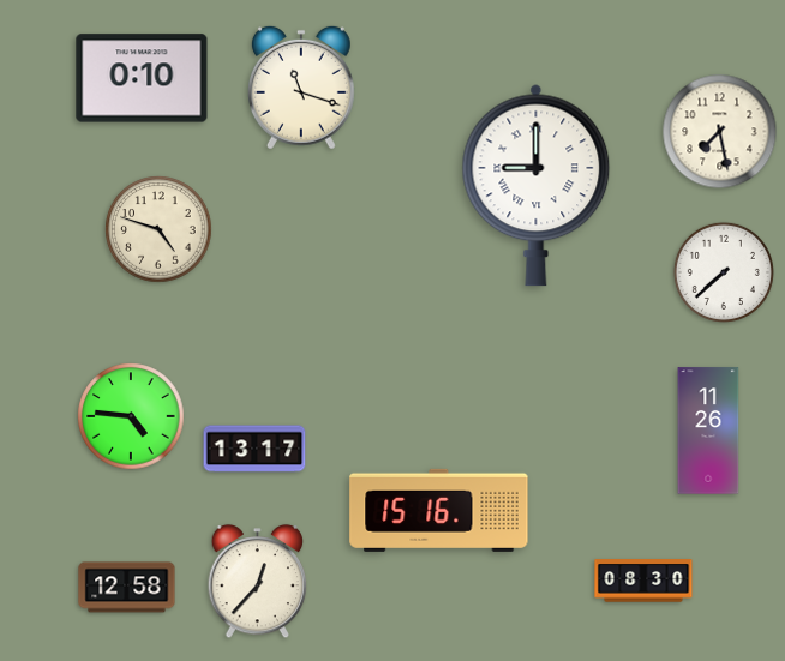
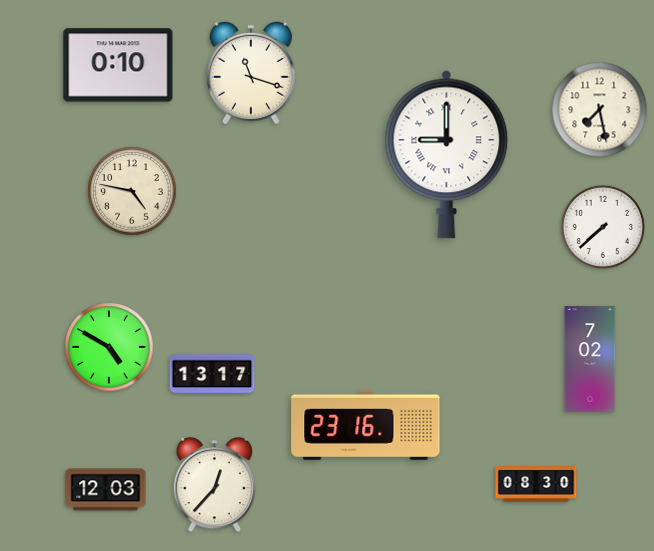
clock at (158, 229): 4:48 -> 4:47
clock at (131, 416): 4:46 -> 4:50
clock at (708, 431): 11:26 -> 7:02
clock at (439, 510): 15:16 -> 23:16
clock at (127, 588): 12:58 -> 12:03
